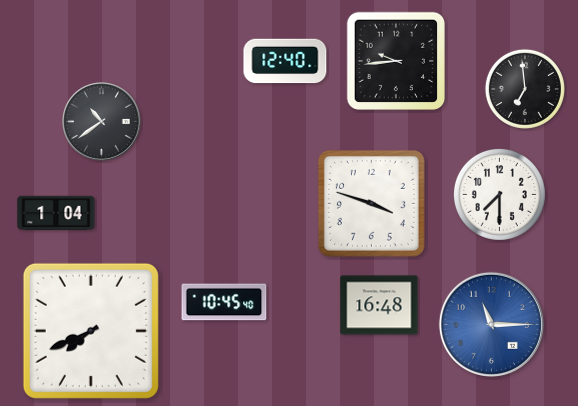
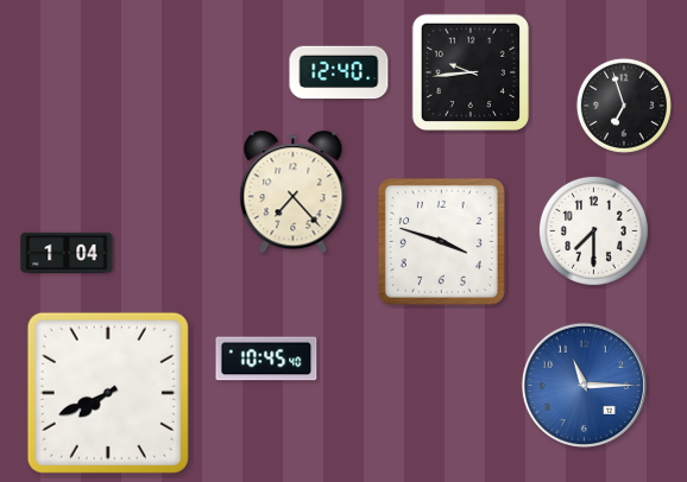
clock at (525, 89): 6:59 -> 6:57
clock at (102, 122): 10:39 -> none
clock at (294, 192): none -> 7:23
clock at (379, 305): 16:48 -> none
